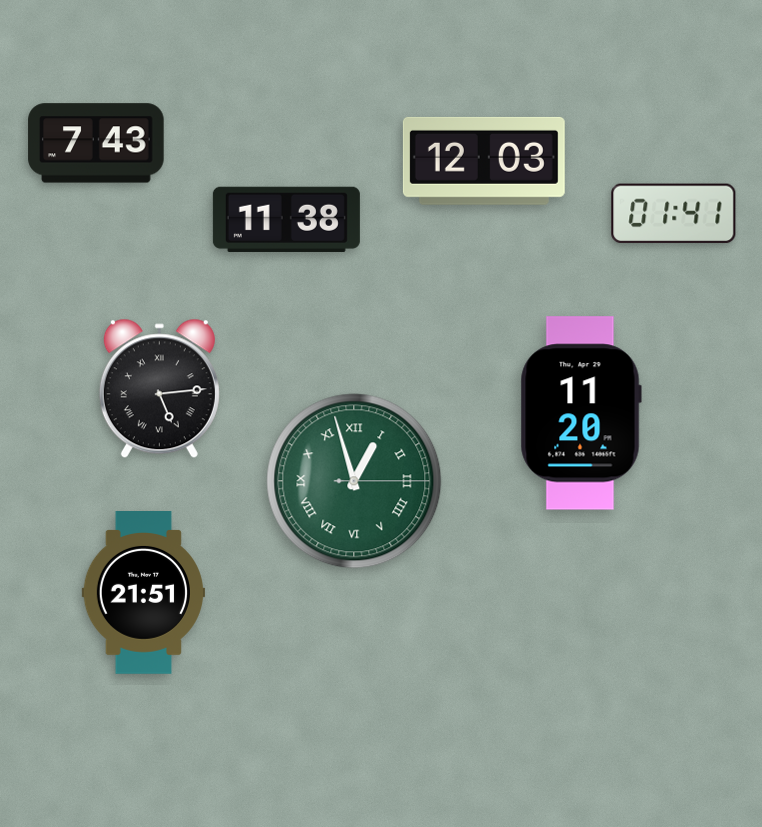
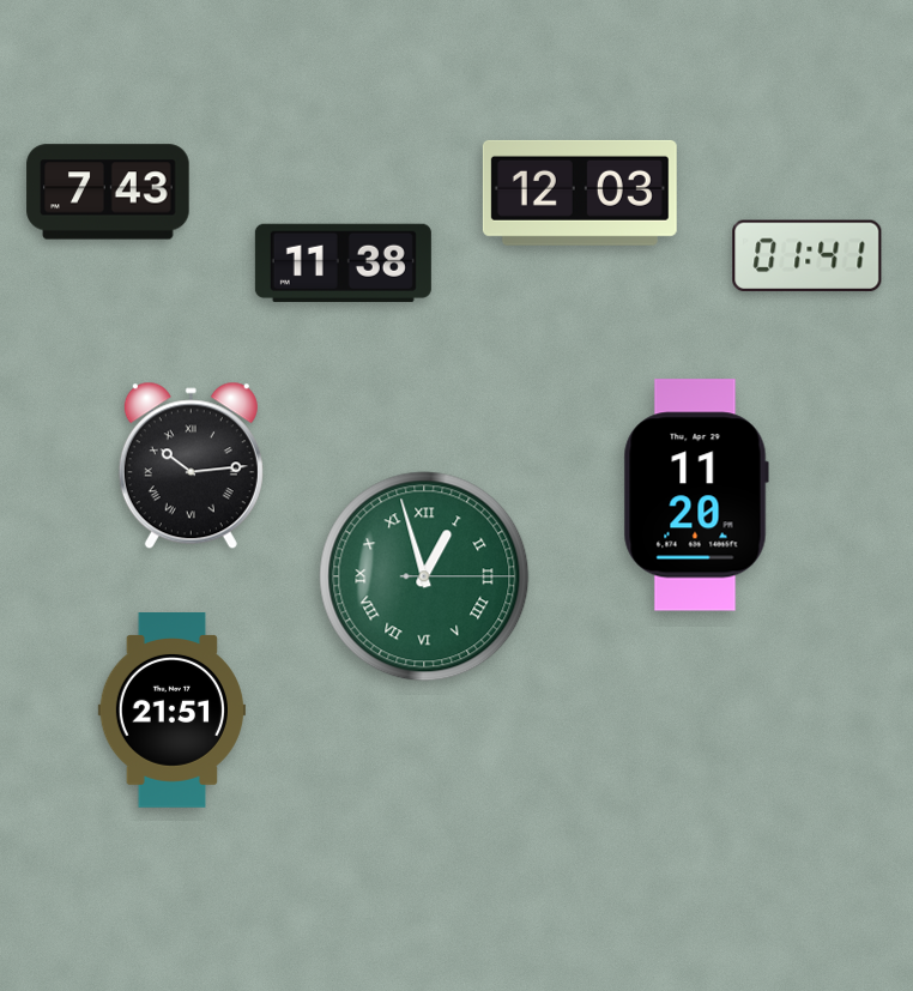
clock at (96, 143) position: (96, 143) -> (108, 192)
clock at (159, 389): 5:14 -> 10:14
